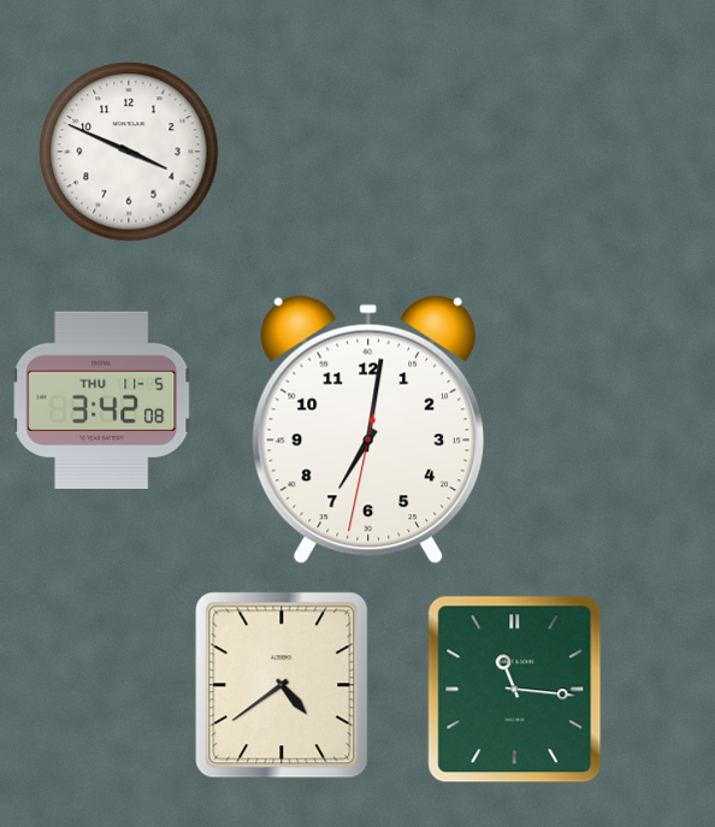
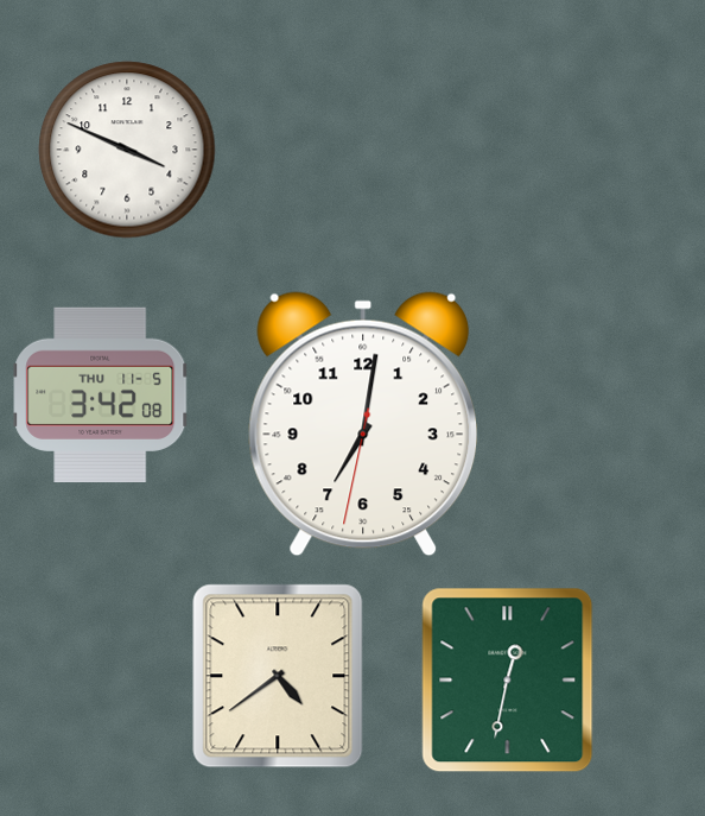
clock at (515, 690): 11:16 -> 12:32
